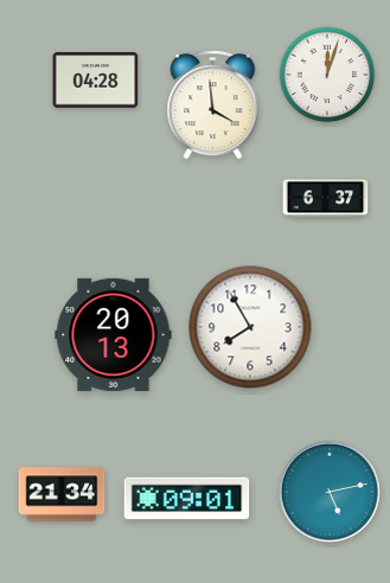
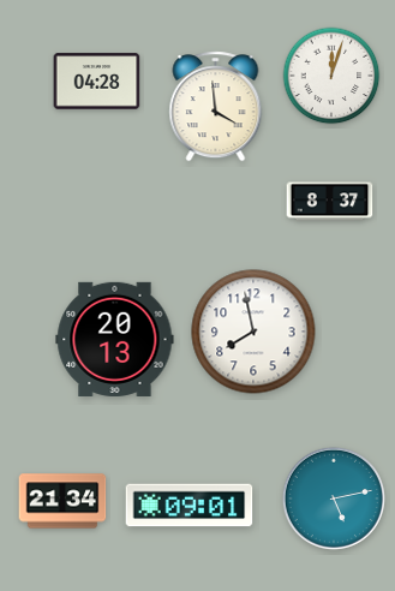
clock at (326, 199): 6:37 -> 8:37
clock at (250, 327): 7:55 -> 7:58
